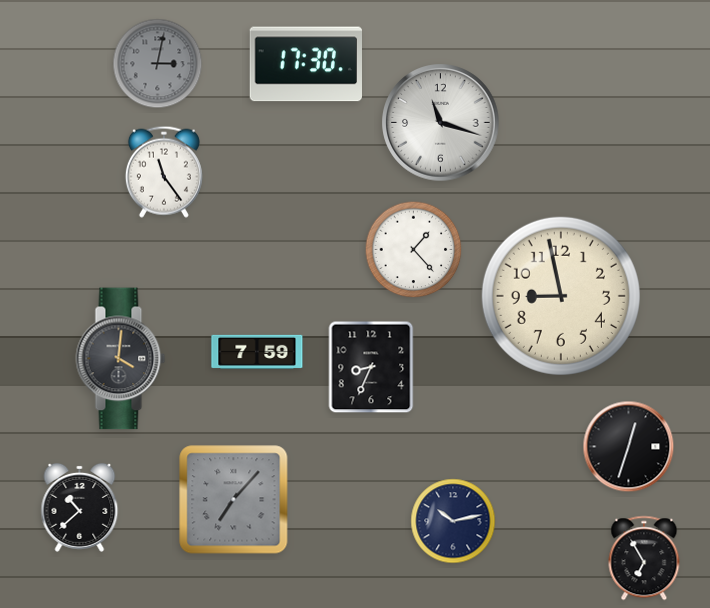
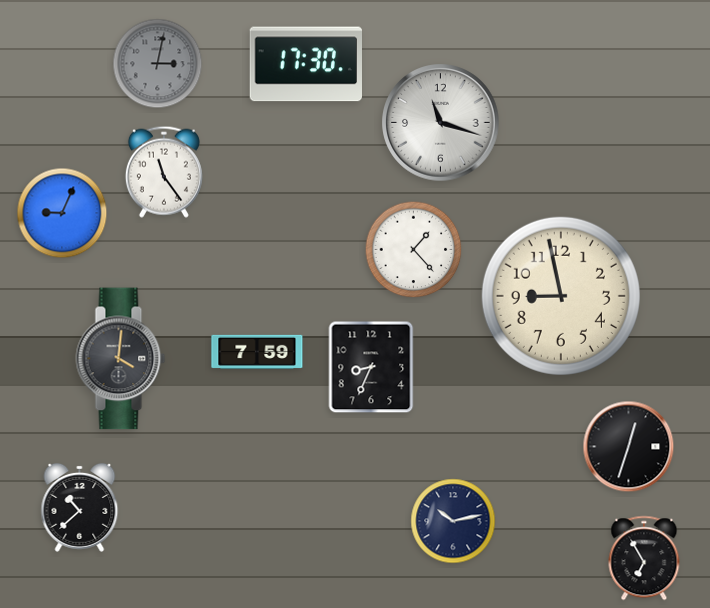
clock at (62, 213): none -> 9:04
clock at (234, 500): 7:07 -> none
